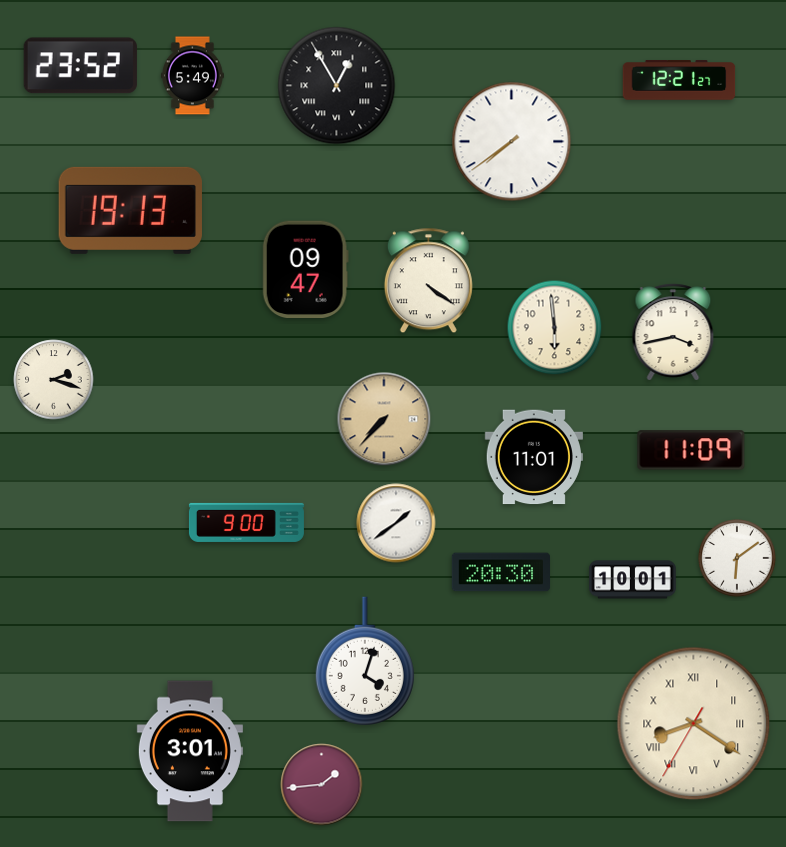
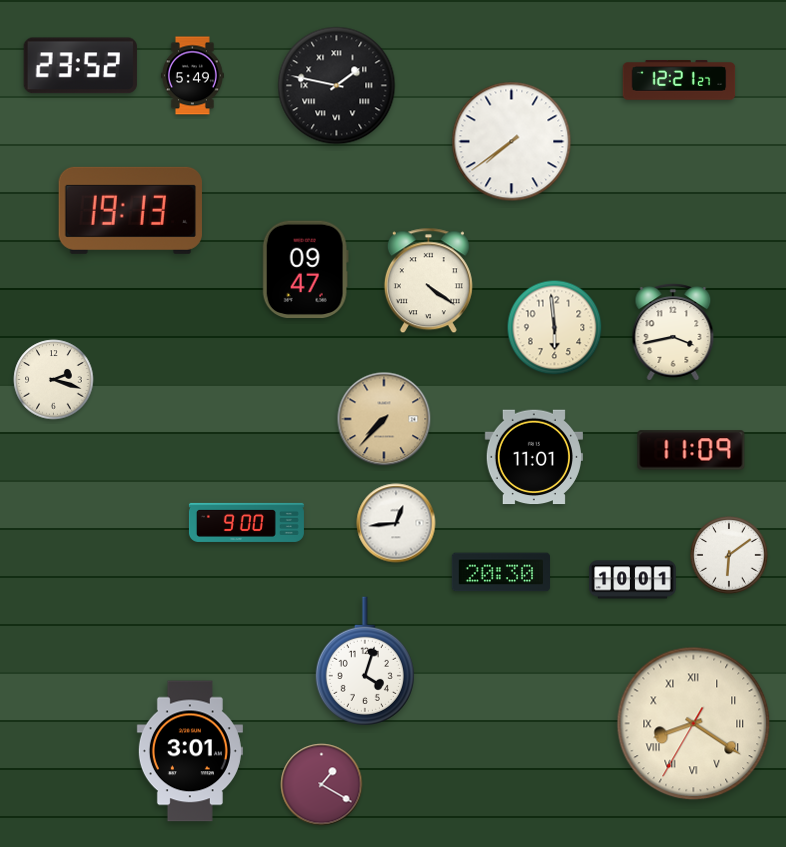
clock at (337, 86): 12:55 -> 1:47
clock at (396, 523): 1:39 -> 12:44
clock at (737, 558) position: (737, 558) -> (729, 555)
clock at (322, 785): 1:44 -> 1:20
